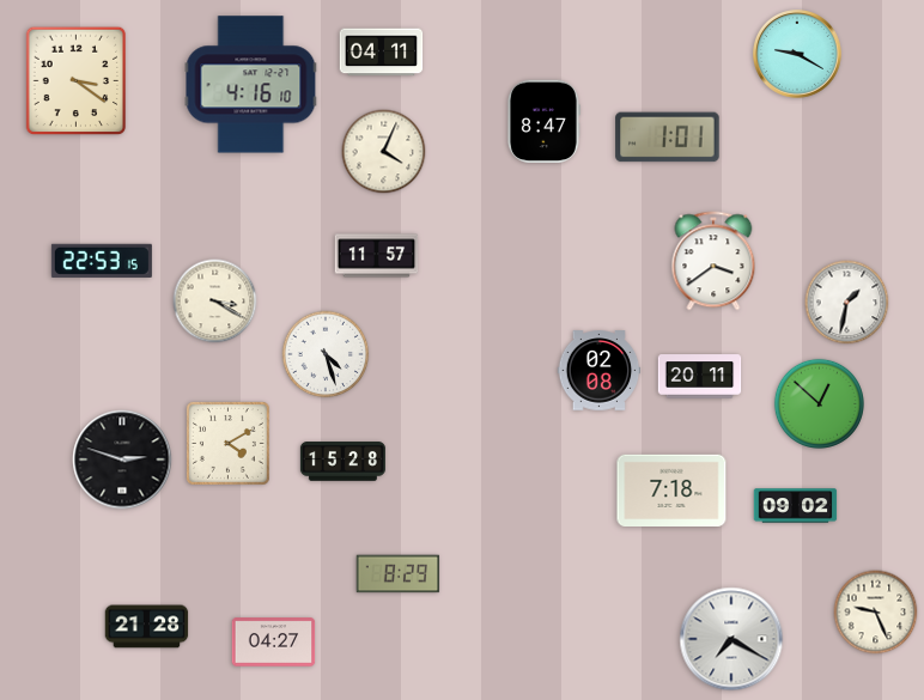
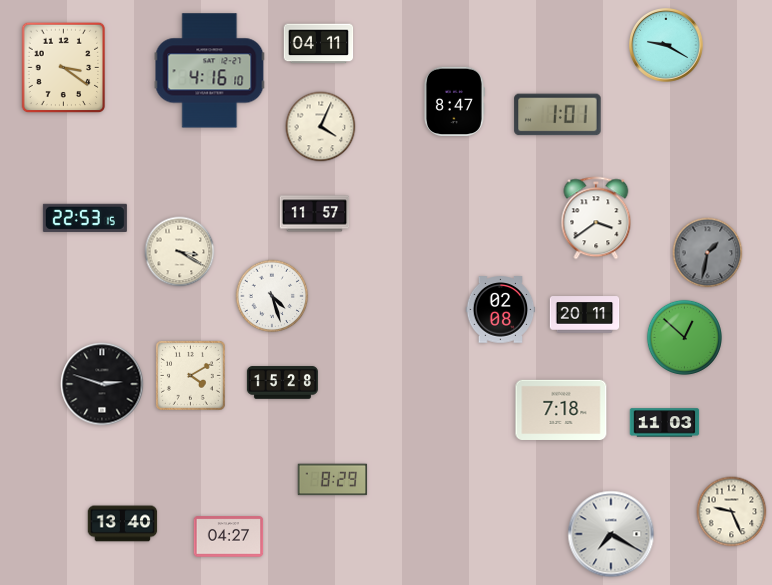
clock at (847, 303) dial: white -> grey
clock at (227, 443) position: (227, 443) -> (190, 375)
clock at (342, 462) position: (342, 462) -> (282, 383)
clock at (796, 506): 09:02 -> 11:03
clock at (147, 627): 21:28 -> 13:40
